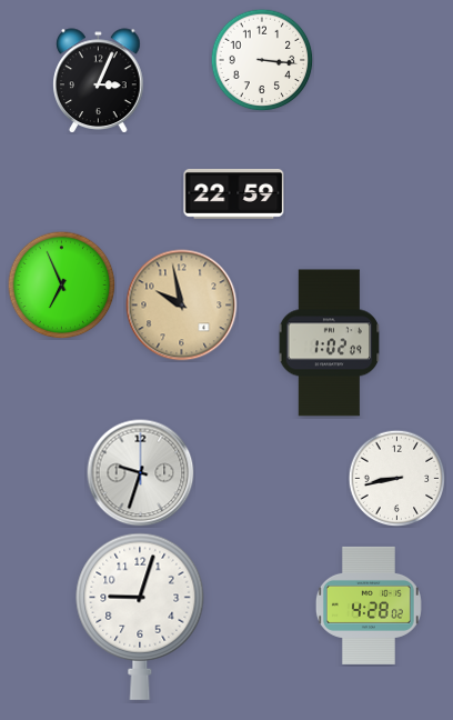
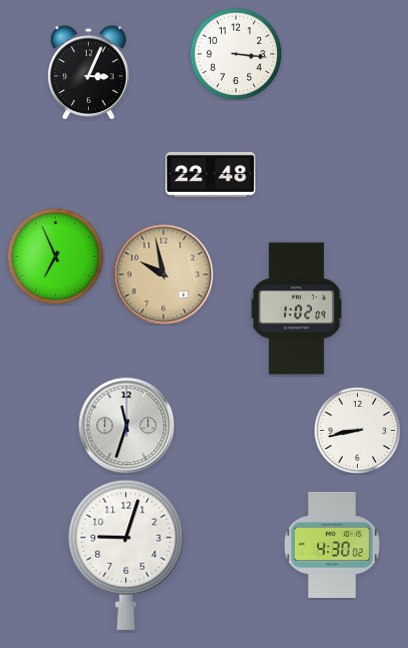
clock at (234, 193): 22:59 -> 22:48
clock at (141, 473): 9:33 -> 11:33
clock at (369, 606): 4:28 -> 4:30
